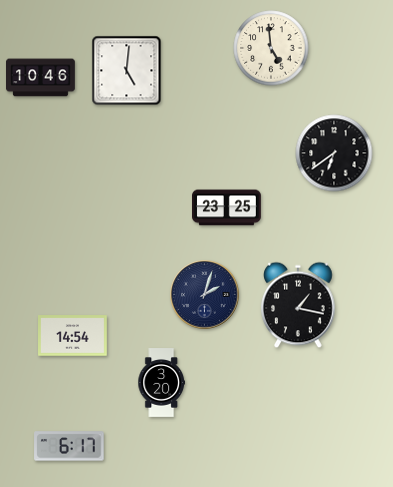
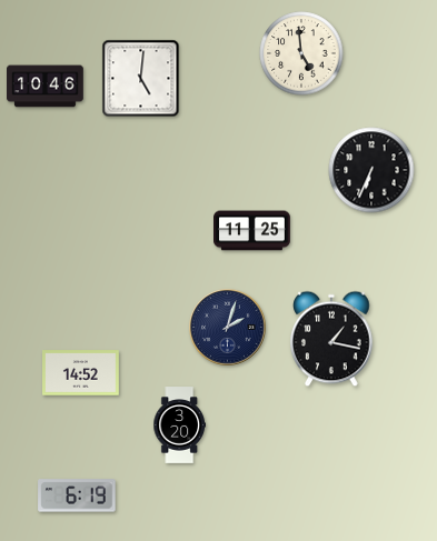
clock at (334, 153): 6:39 -> 6:34
clock at (227, 208): 23:25 -> 11:25
clock at (73, 336): 14:54 -> 14:52
clock at (69, 446): 6:17 -> 6:19
